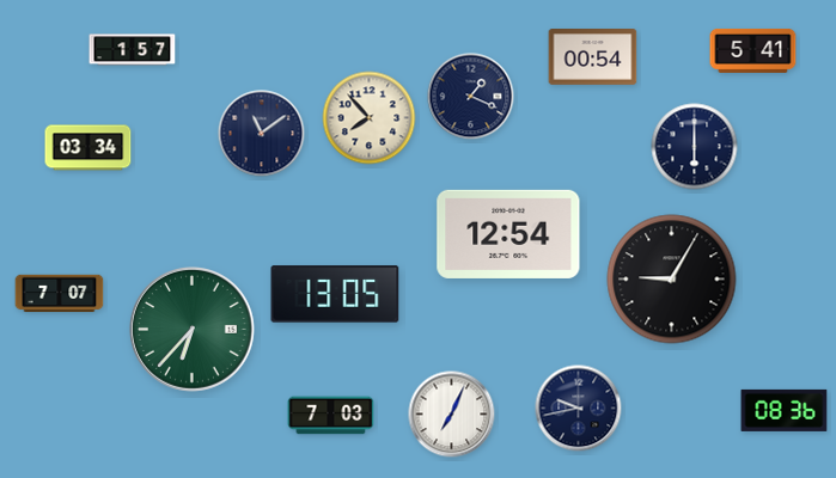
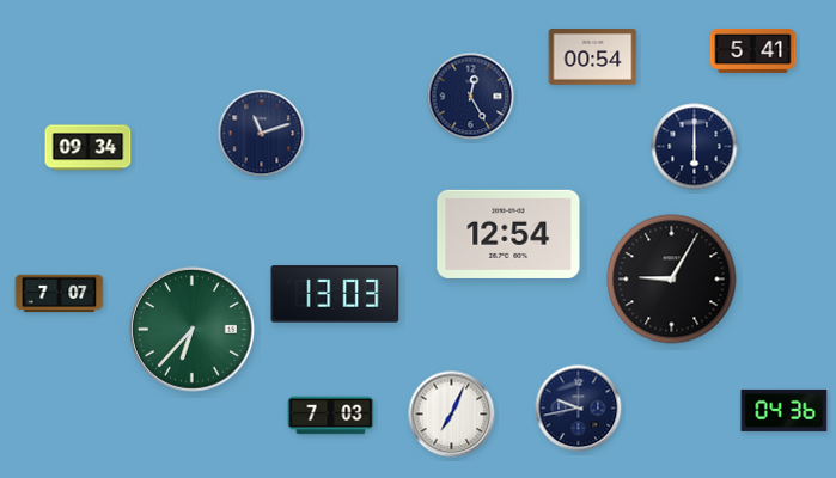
clock at (133, 50): 1:57 -> none
clock at (471, 97): 1:19 -> 12:25
clock at (370, 118): 7:53 -> none
clock at (262, 134): 11:09 -> 11:12
clock at (89, 148): 03:34 -> 09:34
clock at (335, 294): 13:05 -> 13:03
clock at (785, 410): 08:36 -> 04:36
